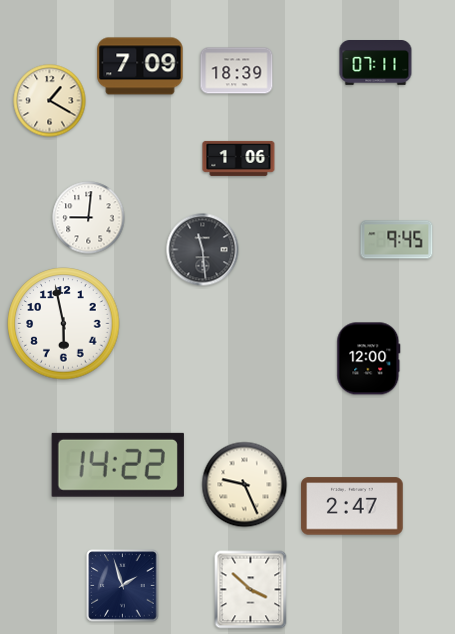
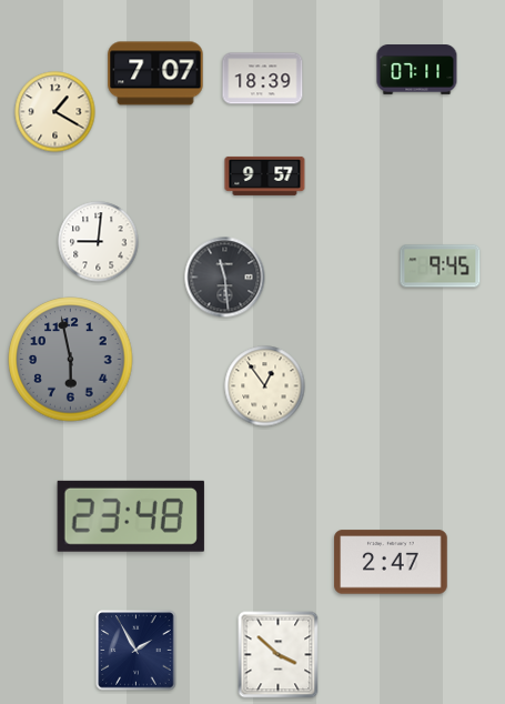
clock at (140, 66): 7:09 -> 7:07
clock at (239, 158): 1:06 -> 9:57
clock at (64, 324) dial: white -> grey
clock at (265, 386): none -> 12:54
clock at (369, 359): 12:00 -> none
clock at (118, 465): 14:22 -> 23:48
clock at (245, 485): 9:26 -> none
clock at (123, 586): 1:57 -> 1:55
